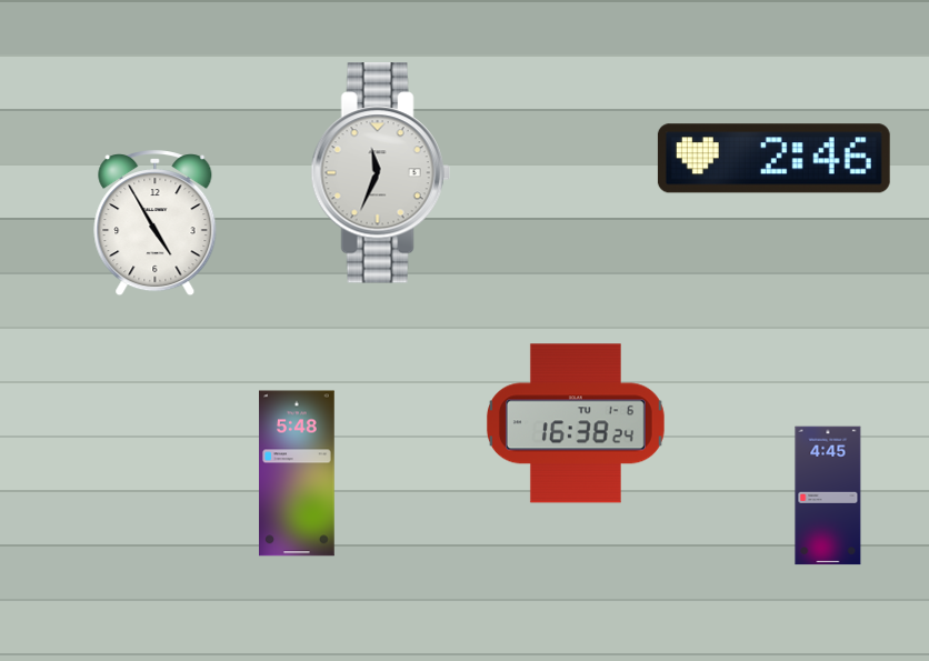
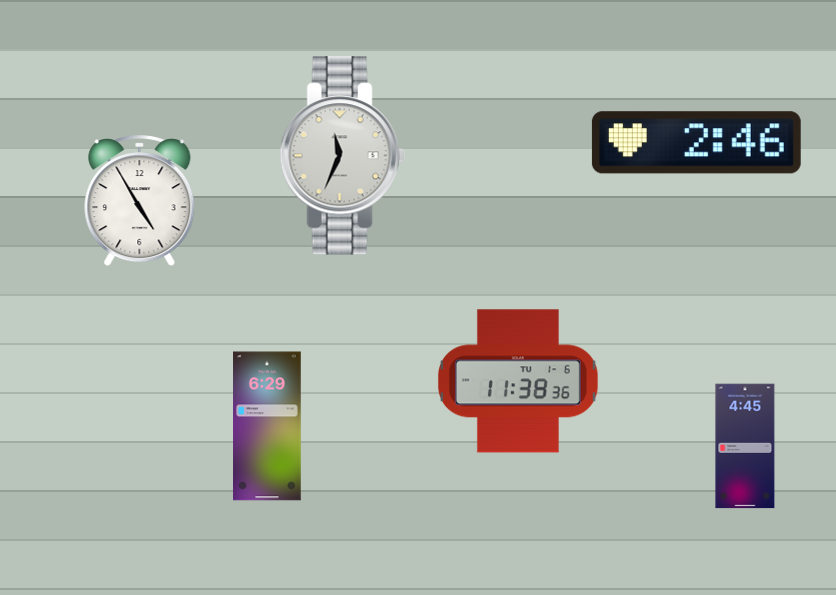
clock at (576, 423): 16:38 -> 11:38
clock at (297, 473): 5:48 -> 6:29
